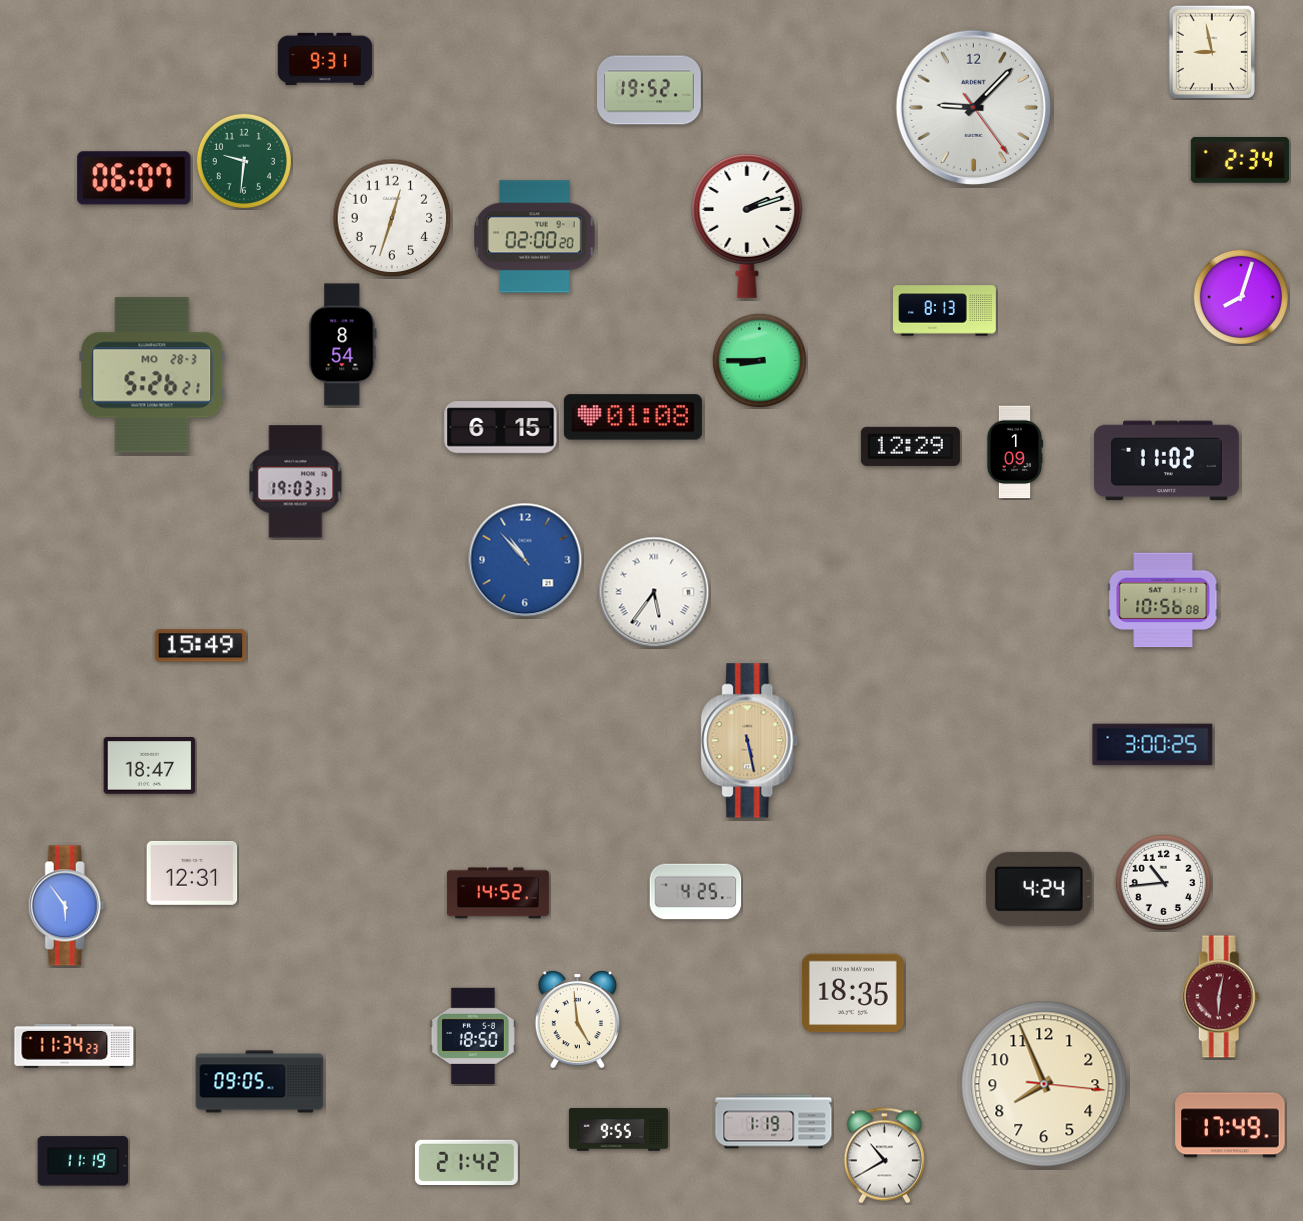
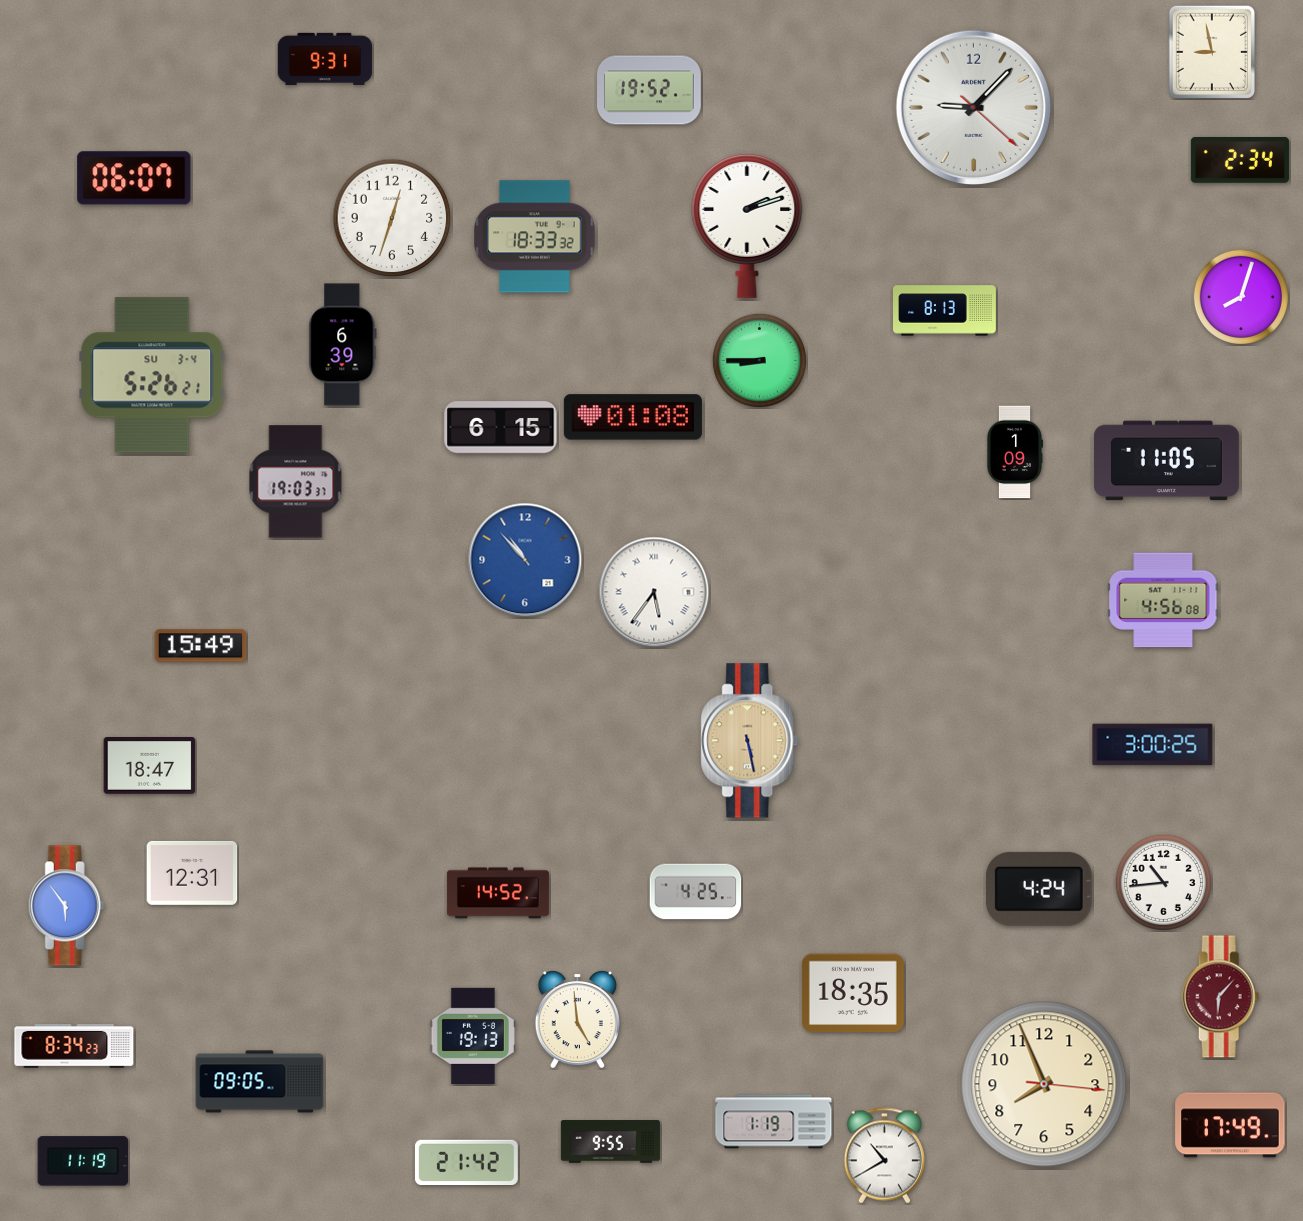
clock at (973, 107): 9:07:24 -> 9:07:22
clock at (244, 161): 9:31 -> none
clock at (535, 237): 02:00 -> 18:33
clock at (343, 345): 8:54 -> 6:39
clock at (152, 375) date: MO 28-3 -> SU 3-4
clock at (910, 446): 12:29 -> none
clock at (1167, 461): 11:02 -> 11:05
clock at (1163, 600): 10:56 -> 4:56
clock at (1221, 997): 6:02 -> 6:07
clock at (473, 1035): 18:50 -> 19:13
clock at (74, 1046): 11:34 -> 8:34
clock at (618, 1130) position: (618, 1130) -> (610, 1142)
